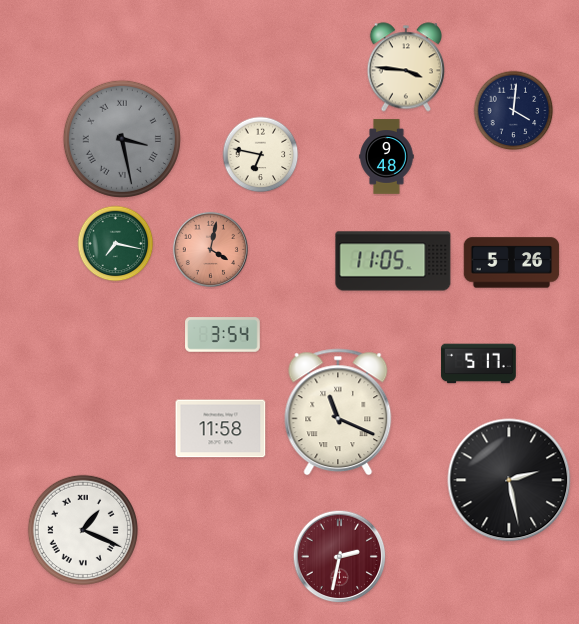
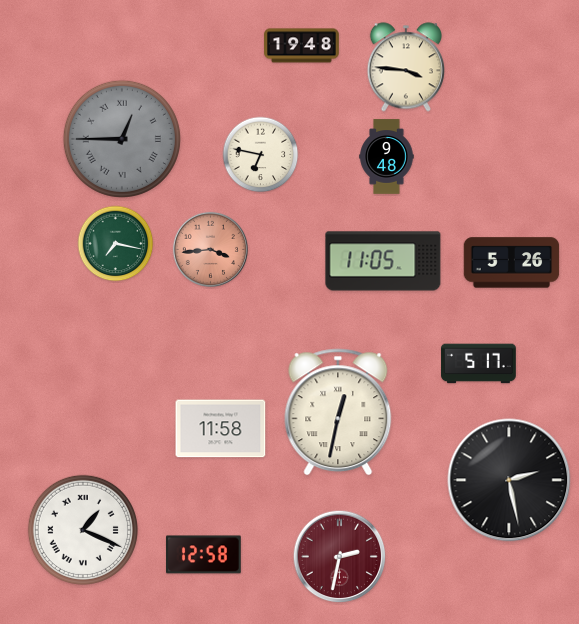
clock at (302, 46): none -> 19:48
clock at (514, 111): 4:01 -> none
clock at (122, 139): 3:28 -> 12:45
clock at (210, 249): 4:02 -> 3:44
clock at (393, 261) position: (393, 261) -> (383, 261)
clock at (223, 335): 3:54 -> none
clock at (338, 412): 11:19 -> 12:32
clock at (204, 555): none -> 12:58
